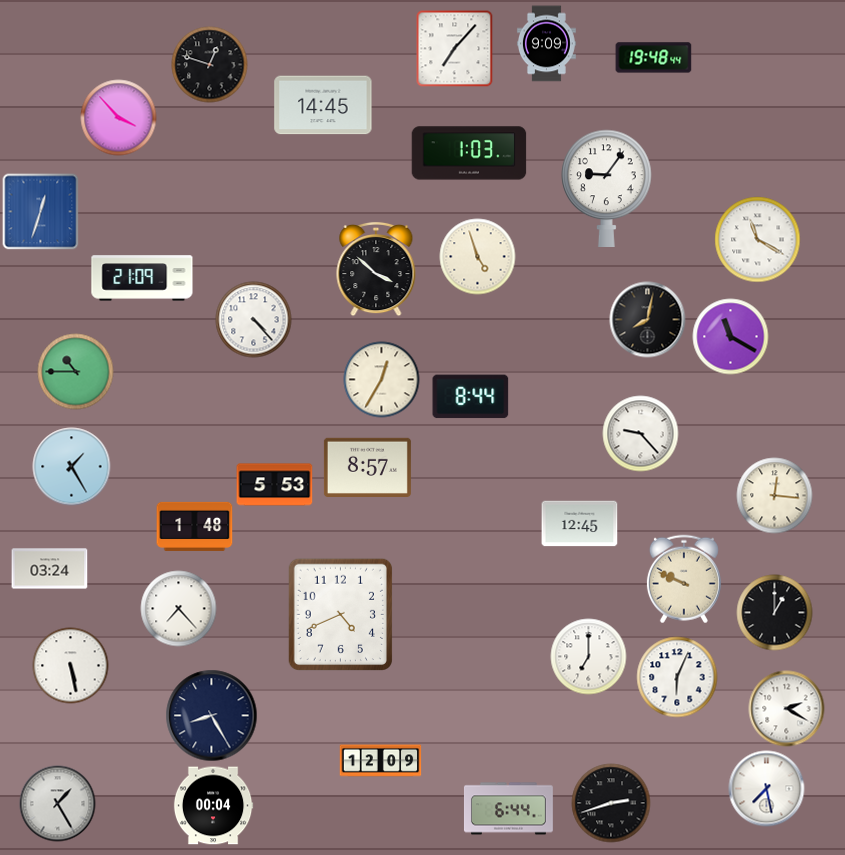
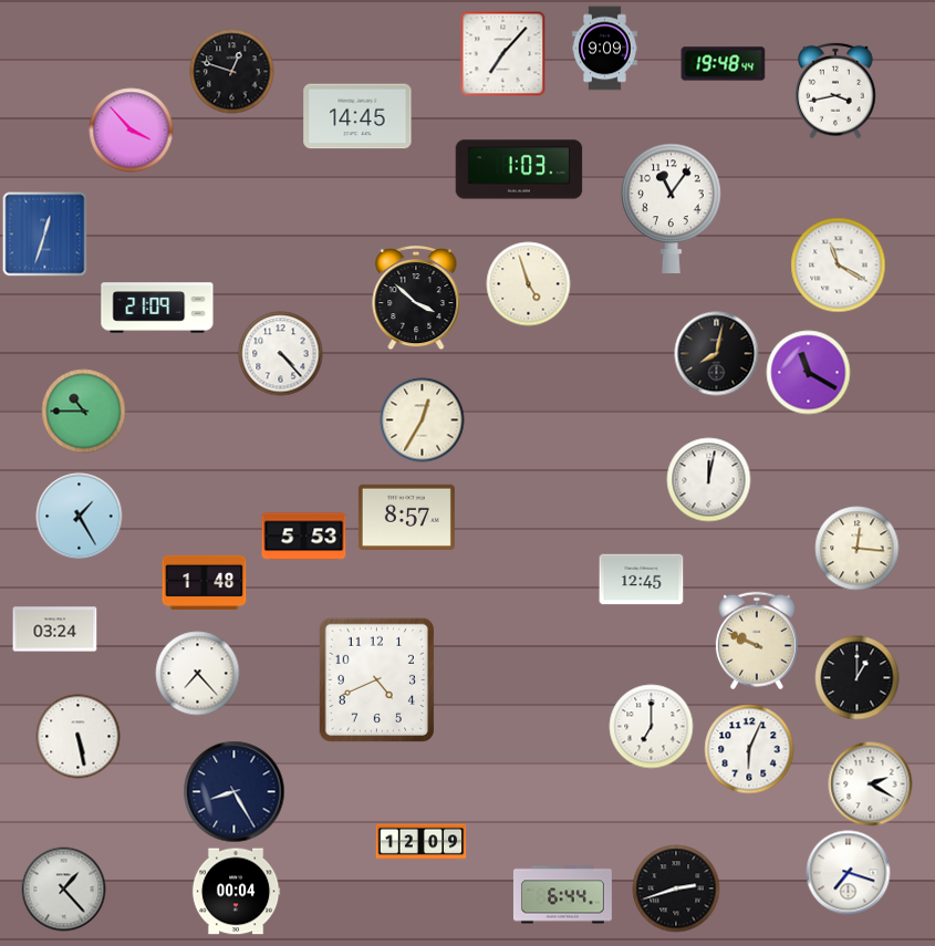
clock at (835, 91): none -> 3:43
clock at (607, 188): 9:06 -> 11:06
clock at (471, 397): 8:44 -> none
clock at (641, 434): 9:23 -> 12:02
clock at (195, 526) position: (195, 526) -> (205, 582)
clock at (767, 789): 7:28 -> 7:18
clock at (58, 804): 1:25 -> 1:23
